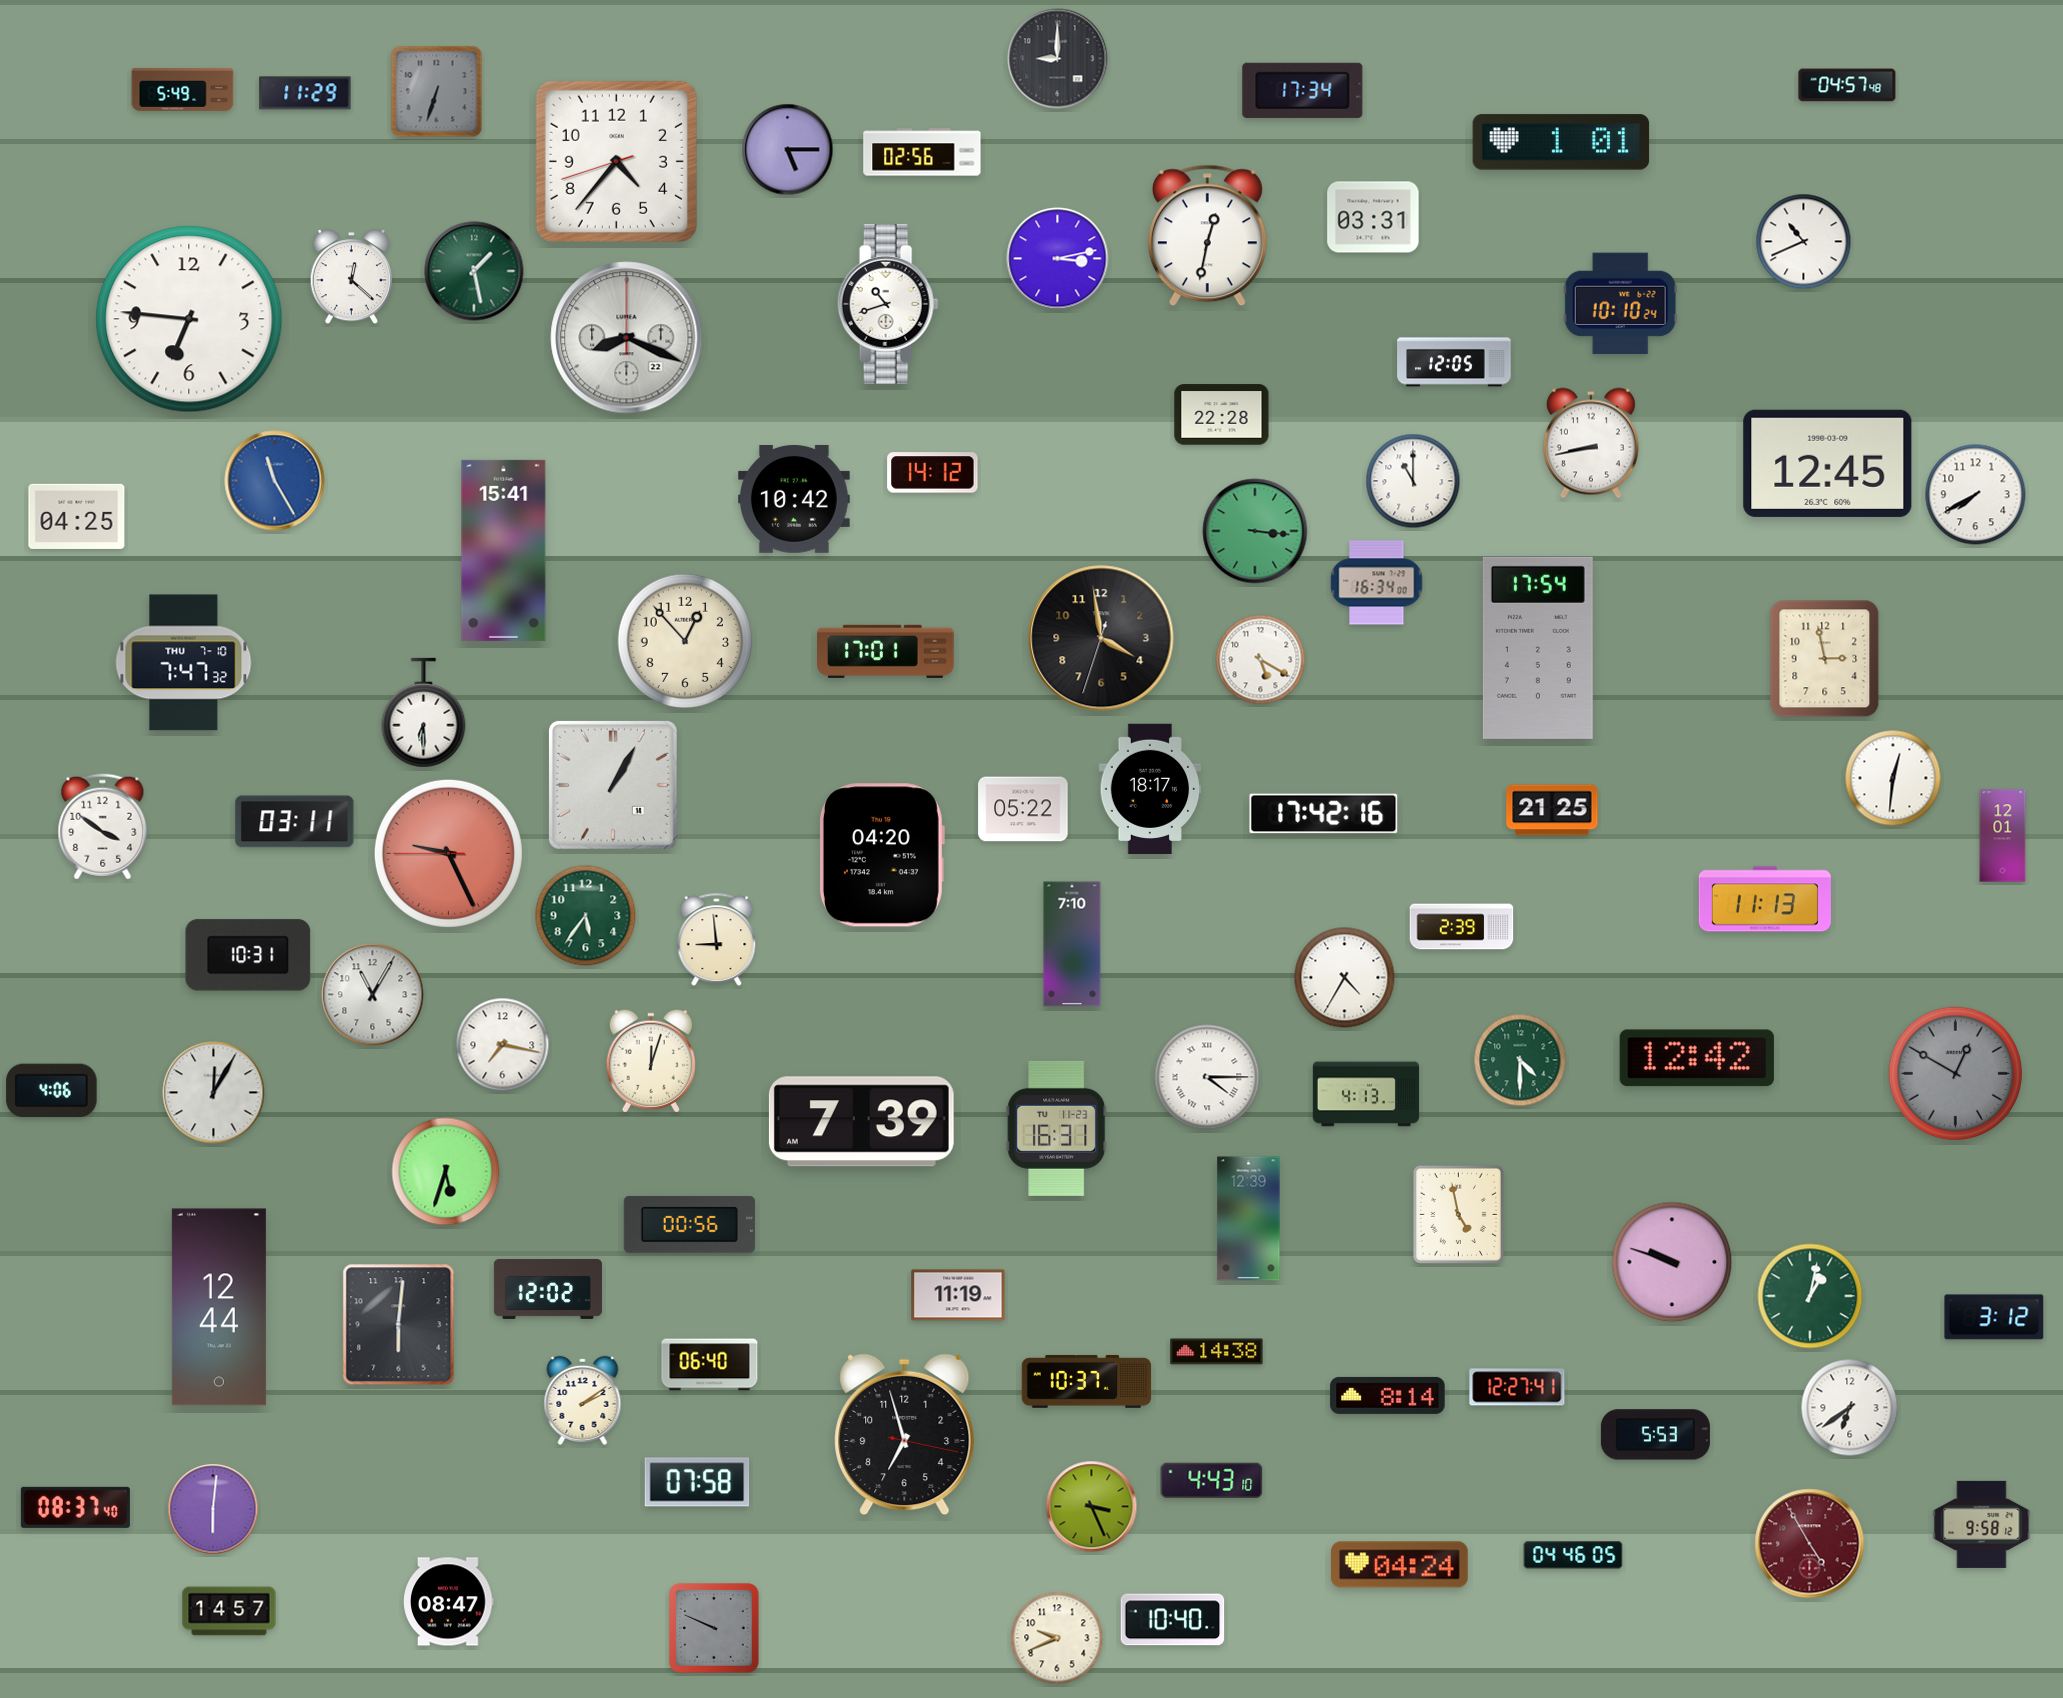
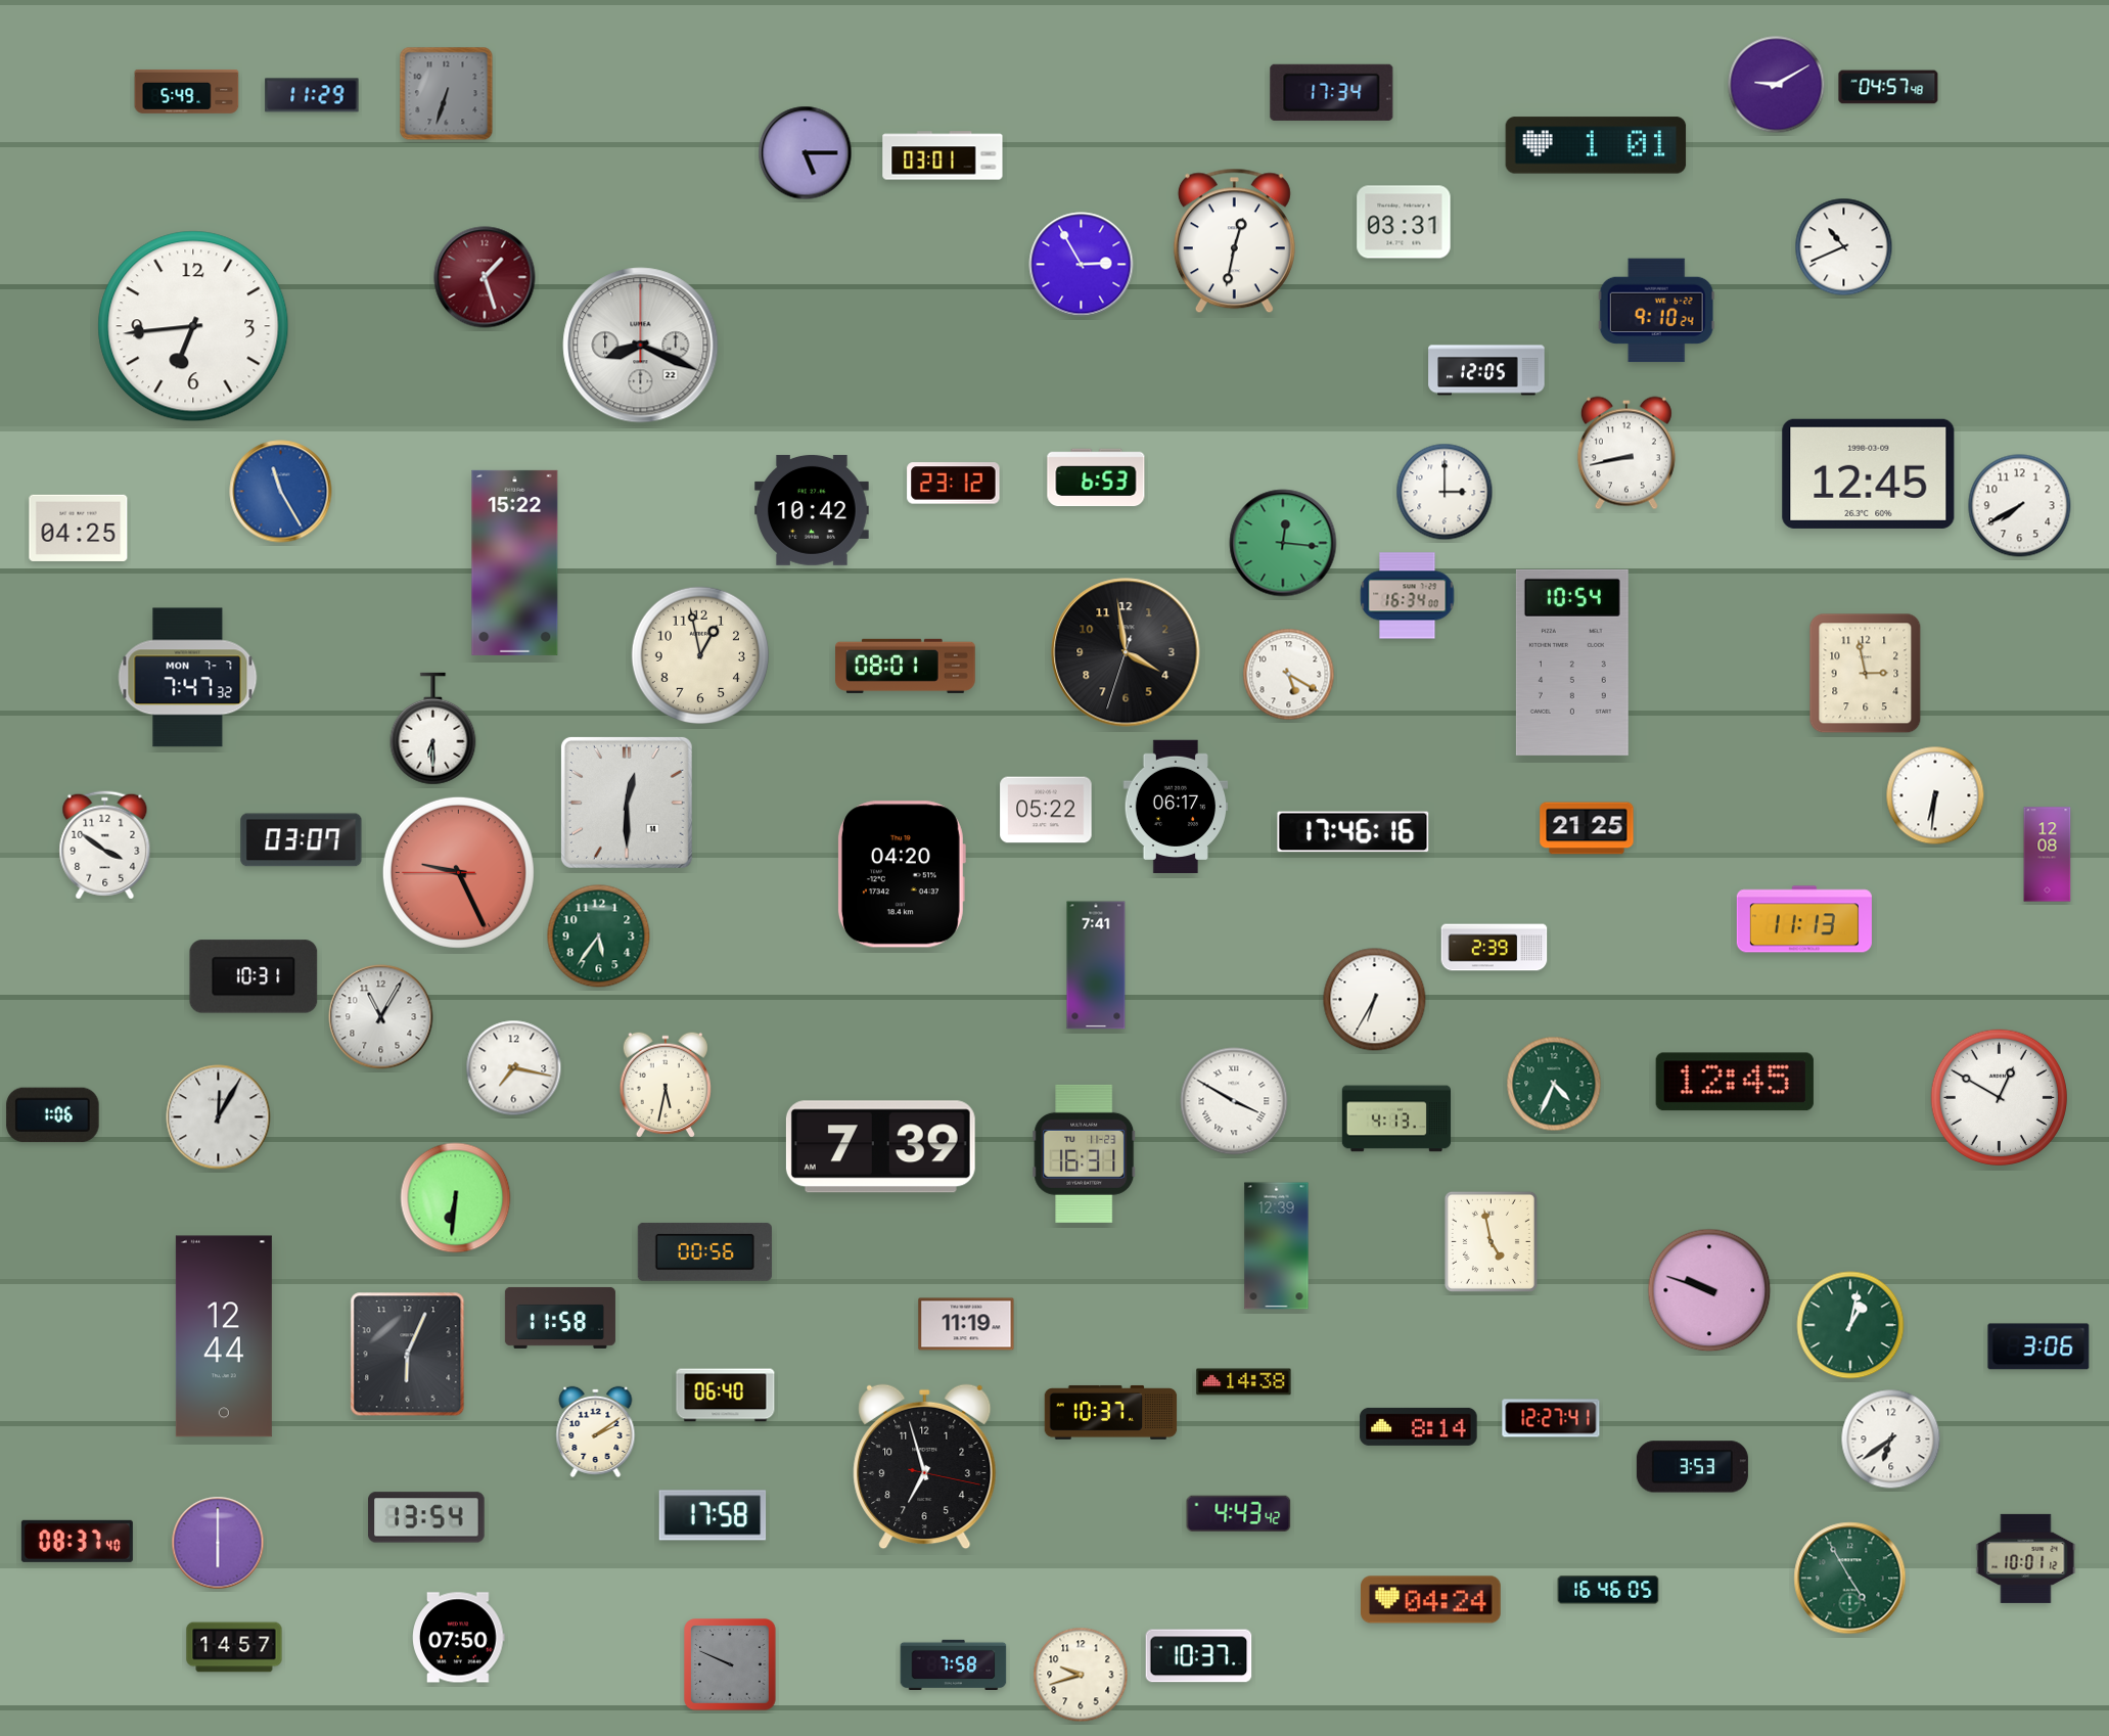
clock at (1058, 59): 9:00 -> none
clock at (1777, 85): none -> 9:10
clock at (922, 152): 02:56 -> 03:01
clock at (616, 161): 4:36 -> none
clock at (1058, 259): 3:13 -> 2:55
clock at (474, 271): 1:28 -> 1:27
clock at (474, 271) dial: green -> burgundy
clock at (351, 278): 12:22 -> none
clock at (888, 304): 10:42 -> none
clock at (1620, 304): 10:10 -> 9:10
clock at (189, 319): 6:46 -> 6:44
clock at (1222, 415): 22:28 -> none
clock at (1096, 477): none -> 6:53
clock at (933, 473): 14:12 -> 23:12
clock at (1413, 481): 11:00 -> 3:00
clock at (1255, 531): 3:16 -> 12:16
clock at (504, 550): 15:41 -> 15:22
clock at (684, 640): 12:53 -> 12:58
clock at (1538, 648): 17:54 -> 10:54
clock at (886, 651): 17:01 -> 08:01
clock at (184, 663) date: THU 7-10 -> MON 7-7
clock at (1893, 778): 12:31 -> 6:31
clock at (613, 785): 1:05 -> 12:30
clock at (1150, 788): 18:17 -> 06:17
clock at (1023, 809) position: (1023, 809) -> (1046, 810)
clock at (1324, 814): 17:42 -> 17:46
clock at (295, 822): 03:11 -> 03:07
clock at (2003, 836): 12:01 -> 12:08
clock at (717, 939): 8:59 -> none
clock at (1072, 944): 7:10 -> 7:41
clock at (1345, 978): 4:35 -> 6:35
clock at (1697, 1058): 12:42 -> 12:45
clock at (1520, 1060): 4:30 -> 4:34
clock at (651, 1061): 12:03 -> 5:32
clock at (1955, 1073) dial: grey -> white
clock at (1207, 1077): 4:15 -> 3:50
clock at (52, 1091): 4:06 -> 1:06
clock at (1057, 1128) position: (1057, 1128) -> (1085, 1153)
clock at (446, 1172): 5:33 -> 6:31
clock at (548, 1289): 12:02 -> 11:58
clock at (958, 1295) position: (958, 1295) -> (966, 1324)
clock at (1994, 1317): 3:12 -> 3:06
clock at (399, 1325): 6:01 -> 6:04
clock at (1655, 1435): 5:53 -> 3:53
clock at (1212, 1480): 4:43:10 -> 4:43:42
clock at (697, 1482): 07:58 -> 17:58
clock at (426, 1517): none -> 13:54
clock at (1092, 1507): 3:26 -> none
clock at (213, 1509): 6:01 -> 6:00
clock at (1982, 1524): 9:58 -> 10:01
clock at (1810, 1544) dial: burgundy -> green
clock at (1573, 1555): 04:46 -> 16:46
clock at (449, 1602): 08:47 -> 07:50
clock at (1173, 1620): 10:40 -> 10:37
clock at (954, 1664): none -> 7:58
clock at (1057, 1638): 9:41 -> 9:42
